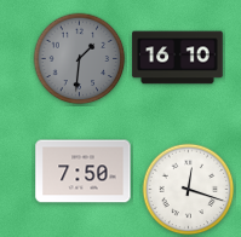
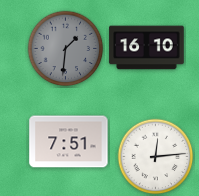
clock at (84, 172): 7:50 -> 7:51
clock at (189, 190): 12:18 -> 12:14
